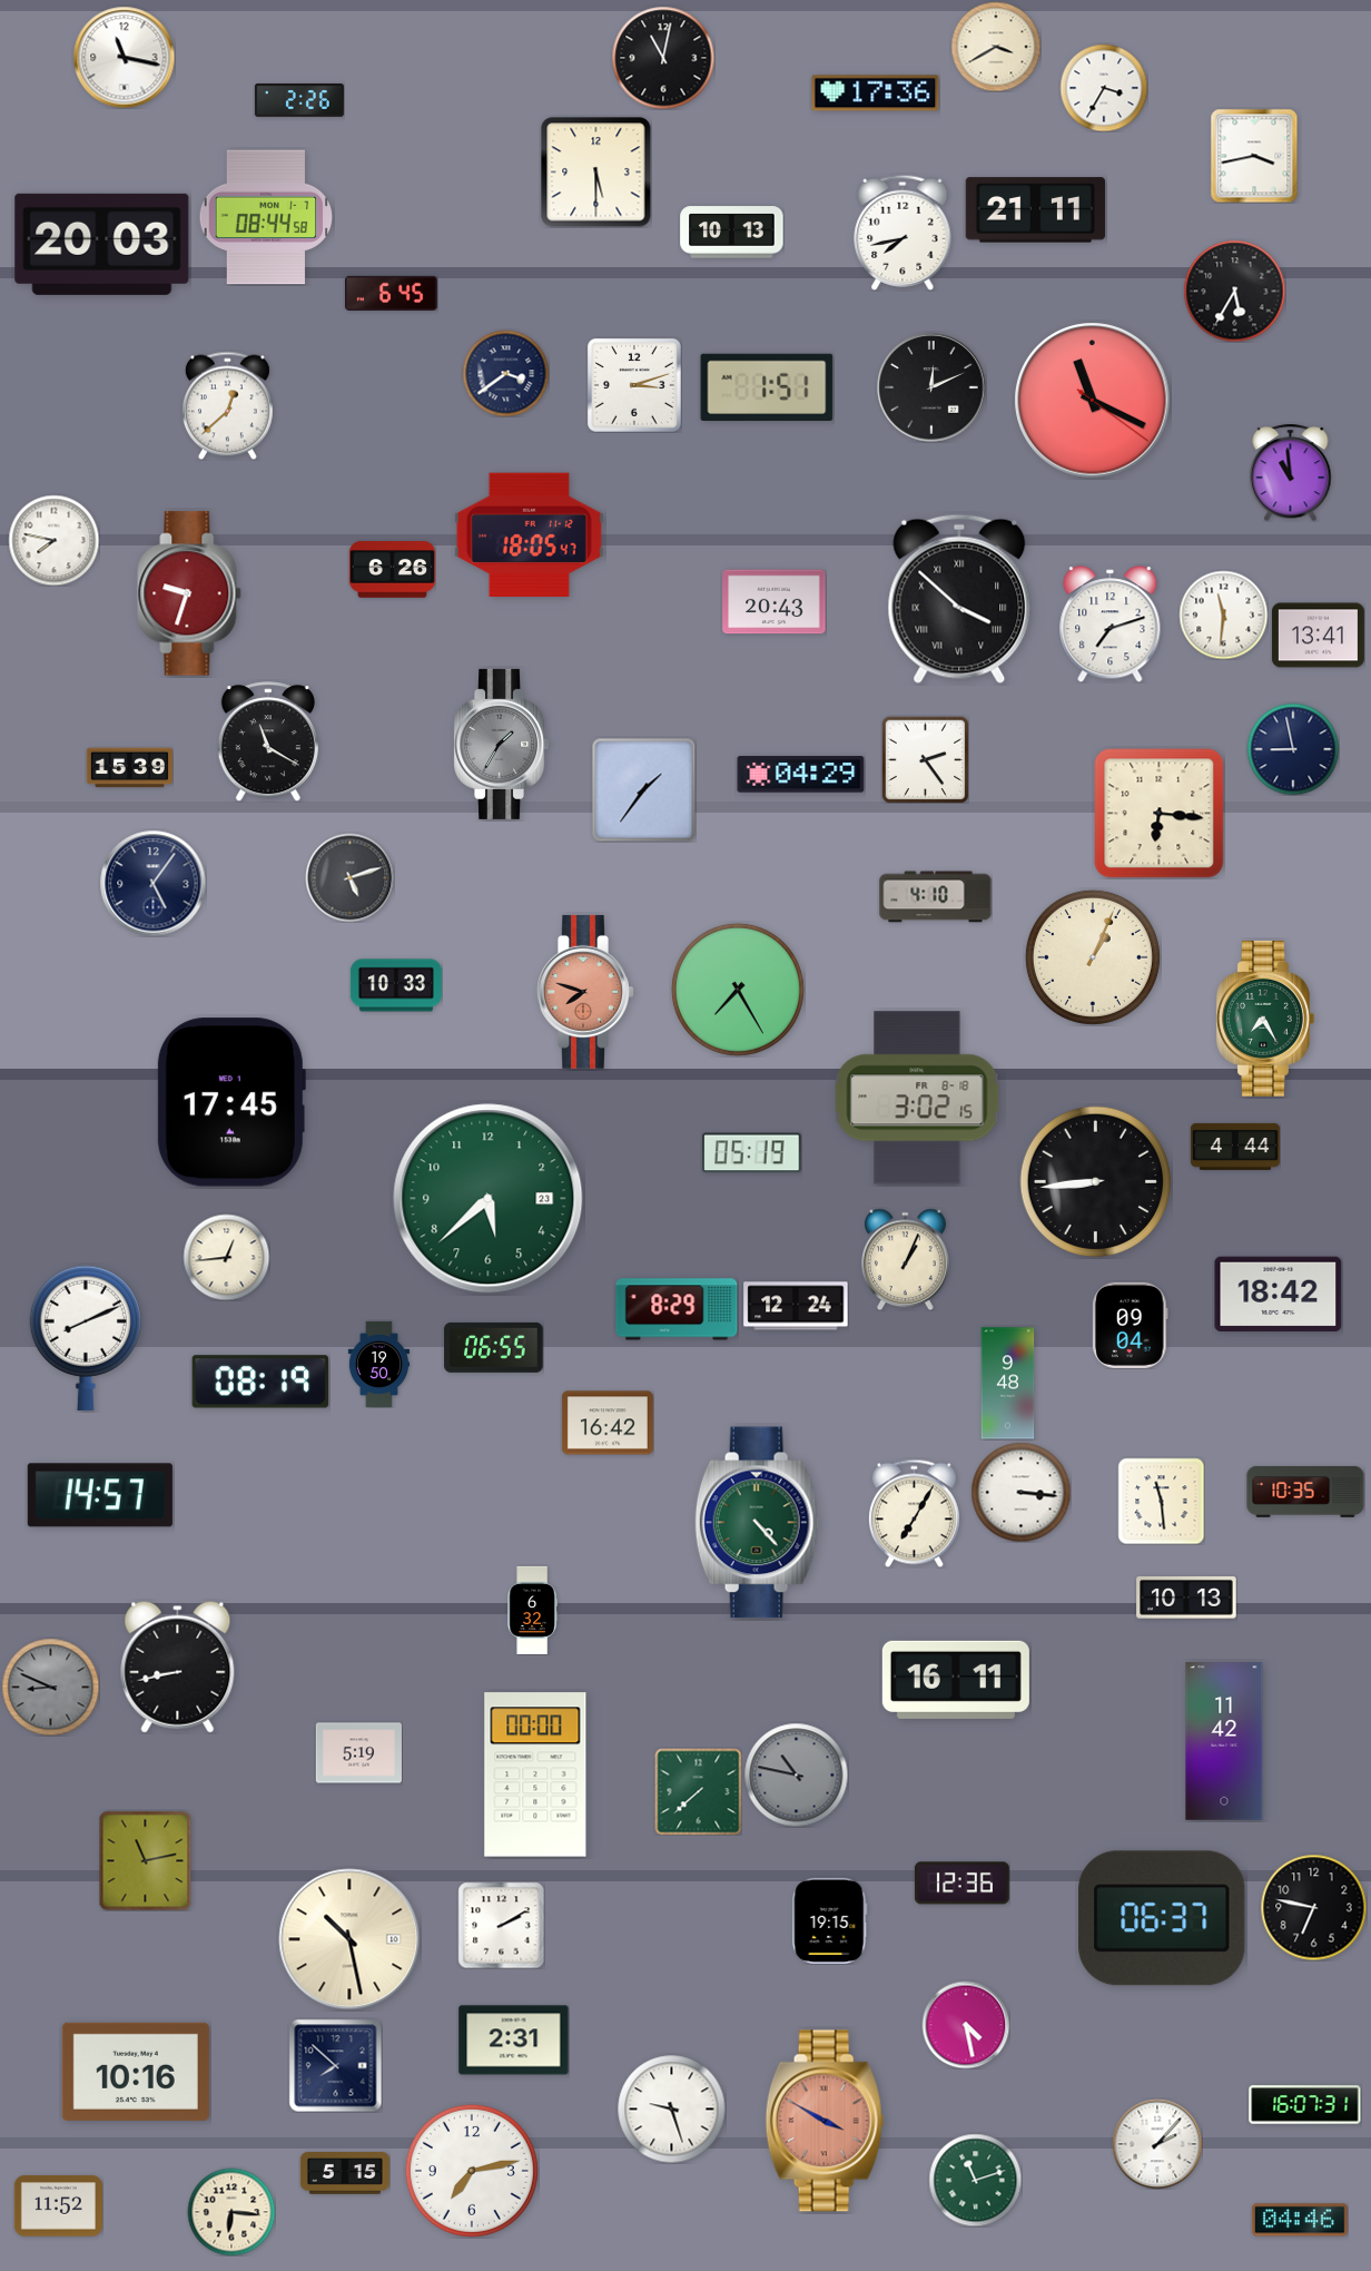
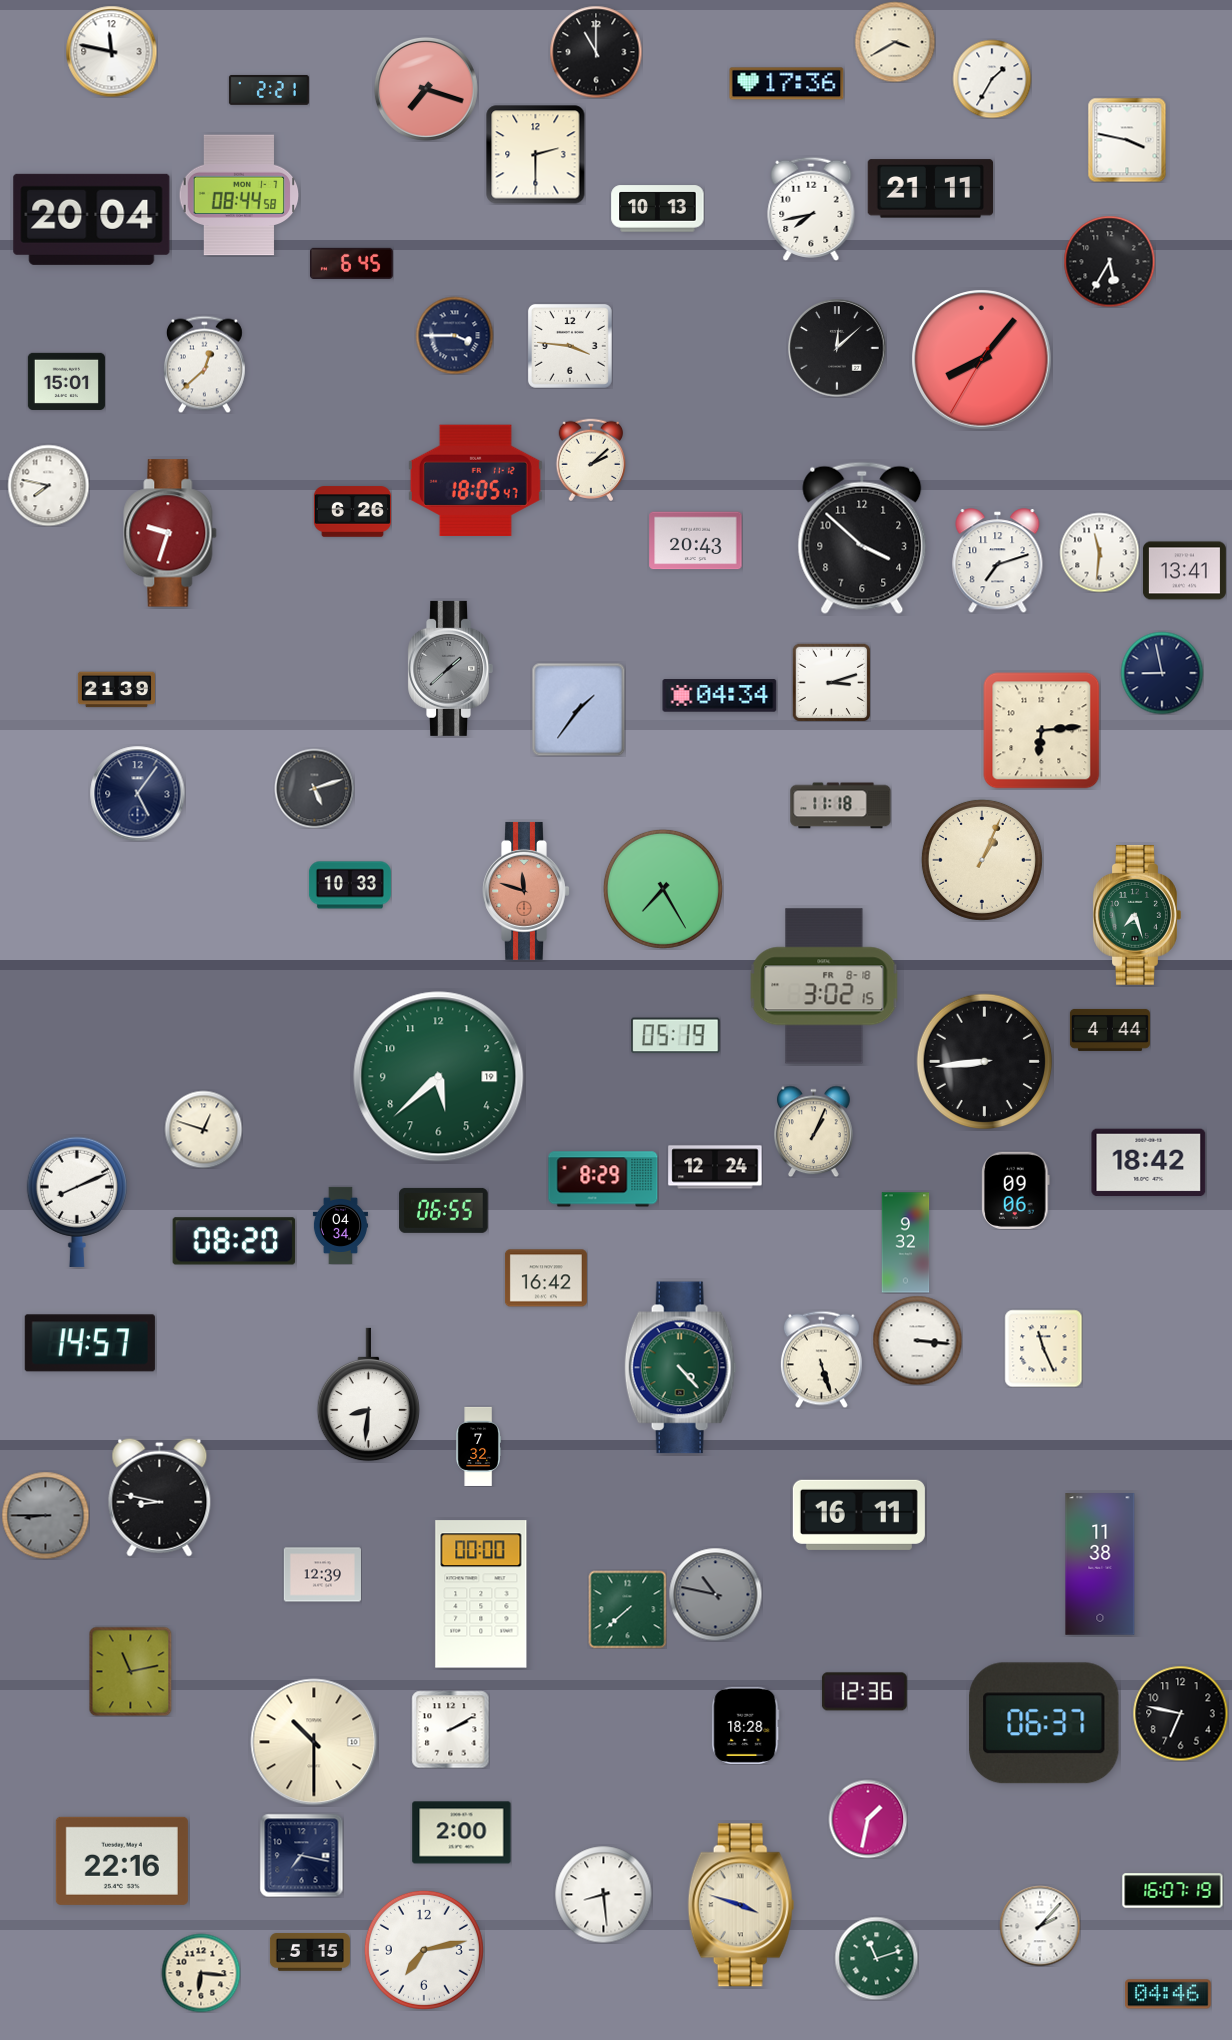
clock at (124, 57): 11:17 -> 11:47
clock at (663, 58): 11:02 -> 11:00
clock at (1104, 88): 3:35 -> 1:35
clock at (426, 89): none -> 7:18
clock at (299, 100): 2:26 -> 2:21
clock at (1254, 156): 3:43 -> 3:47
clock at (595, 171): 5:30 -> 2:30
clock at (102, 244): 20:03 -> 20:04
clock at (505, 373): 3:39 -> 3:45
clock at (634, 385): 3:12 -> 3:46
clock at (767, 386): 1:51 -> none
clock at (931, 387): 12:11 -> 12:08
clock at (1093, 401): 11:19 -> 8:06
clock at (66, 381): none -> 15:01
clock at (1291, 472): 10:59 -> none
clock at (591, 459): none -> 2:08
clock at (959, 599) numerals: Roman -> Arabic
clock at (268, 741): 11:20 -> none
clock at (501, 744): 1:35 -> 1:38
clock at (925, 759): 2:24 -> 3:12
clock at (129, 768): 15:39 -> 21:39
clock at (801, 775): 04:29 -> 04:34
clock at (1160, 814): 6:16 -> 6:14
clock at (936, 897): 4:10 -> 11:18
clock at (396, 985) position: (396, 985) -> (350, 885)
clock at (585, 992): 7:48 -> 11:48
clock at (1265, 1019): 7:25 -> 7:27
clock at (230, 1102): 17:45 -> none
clock at (489, 1199) date: 23 -> 19
clock at (226, 1257): 12:44 -> 12:48
clock at (796, 1306) position: (796, 1306) -> (715, 1167)
clock at (677, 1309) position: (677, 1309) -> (603, 1179)
clock at (1131, 1325): 09:04 -> 09:06
clock at (378, 1364): 19:50 -> 04:34
clock at (260, 1382): 08:19 -> 08:20
clock at (1008, 1384): 9:48 -> 9:32
clock at (1305, 1492): 10:35 -> none
clock at (1161, 1501): 11:29 -> 11:26
clock at (914, 1513): 7:05 -> 5:27
clock at (368, 1395): none -> 8:31
clock at (1186, 1599): 10:13 -> none
clock at (532, 1610): 6:32 -> 7:32
clock at (178, 1667): 8:43 -> 8:47
clock at (956, 1680) position: (956, 1680) -> (859, 1515)
clock at (50, 1687): 8:49 -> 8:45
clock at (1224, 1741): 11:42 -> 11:38
clock at (358, 1753): 5:19 -> 12:39
clock at (830, 1920): 19:15 -> 18:28
clock at (349, 1939): 10:28 -> 10:30
clock at (966, 2025): 4:28 -> 1:32
clock at (514, 2041): 2:31 -> 2:00
clock at (335, 2065): 7:52 -> 7:17
clock at (136, 2072): 10:16 -> 22:16
clock at (1305, 2105): 16:07:31 -> 16:07:19
clock at (671, 2108): 9:27 -> 8:29
clock at (825, 2121): 3:50 -> 3:48
clock at (825, 2121) dial: salmon -> cream
clock at (58, 2206): 11:52 -> none
clock at (231, 2212) position: (231, 2212) -> (201, 1973)
